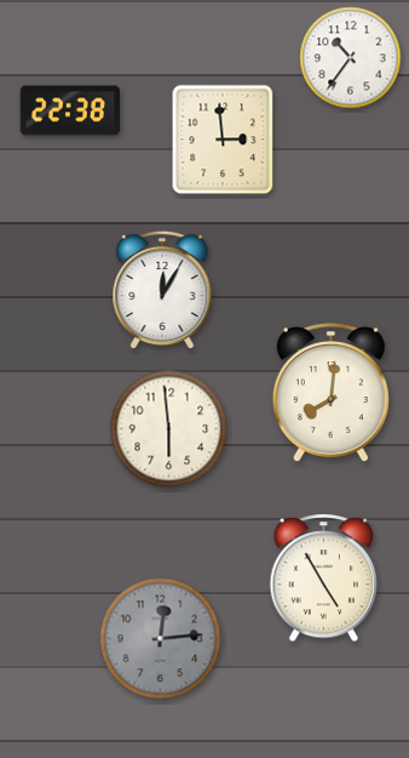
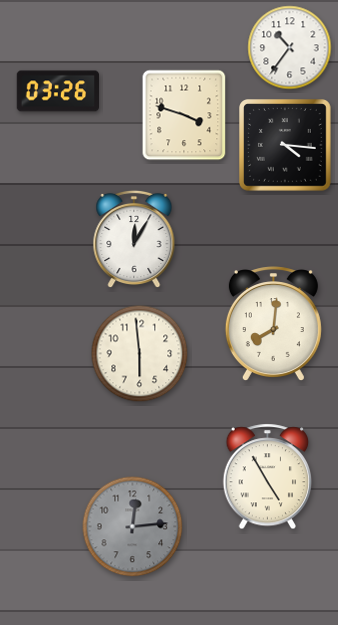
clock at (69, 110): 22:38 -> 03:26
clock at (223, 139): 2:59 -> 3:48
clock at (286, 146): none -> 4:16
